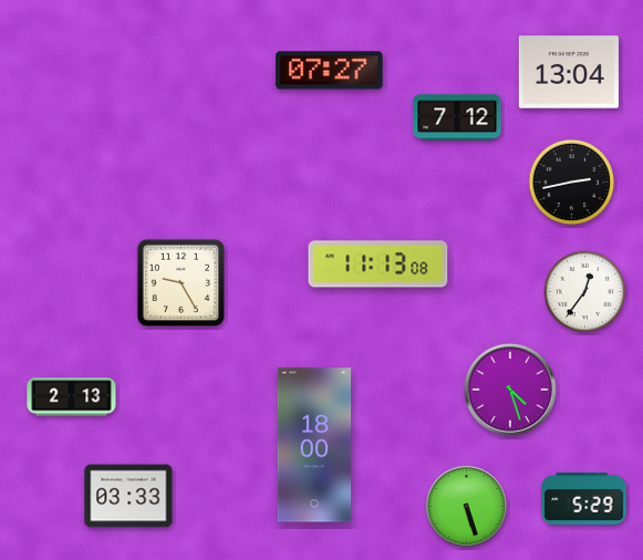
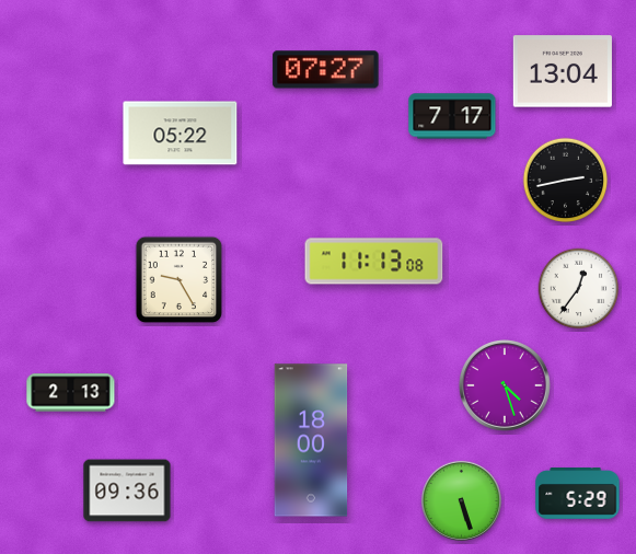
clock at (457, 117): 7:12 -> 7:17
clock at (181, 134): none -> 05:22
clock at (128, 496): 03:33 -> 09:36
